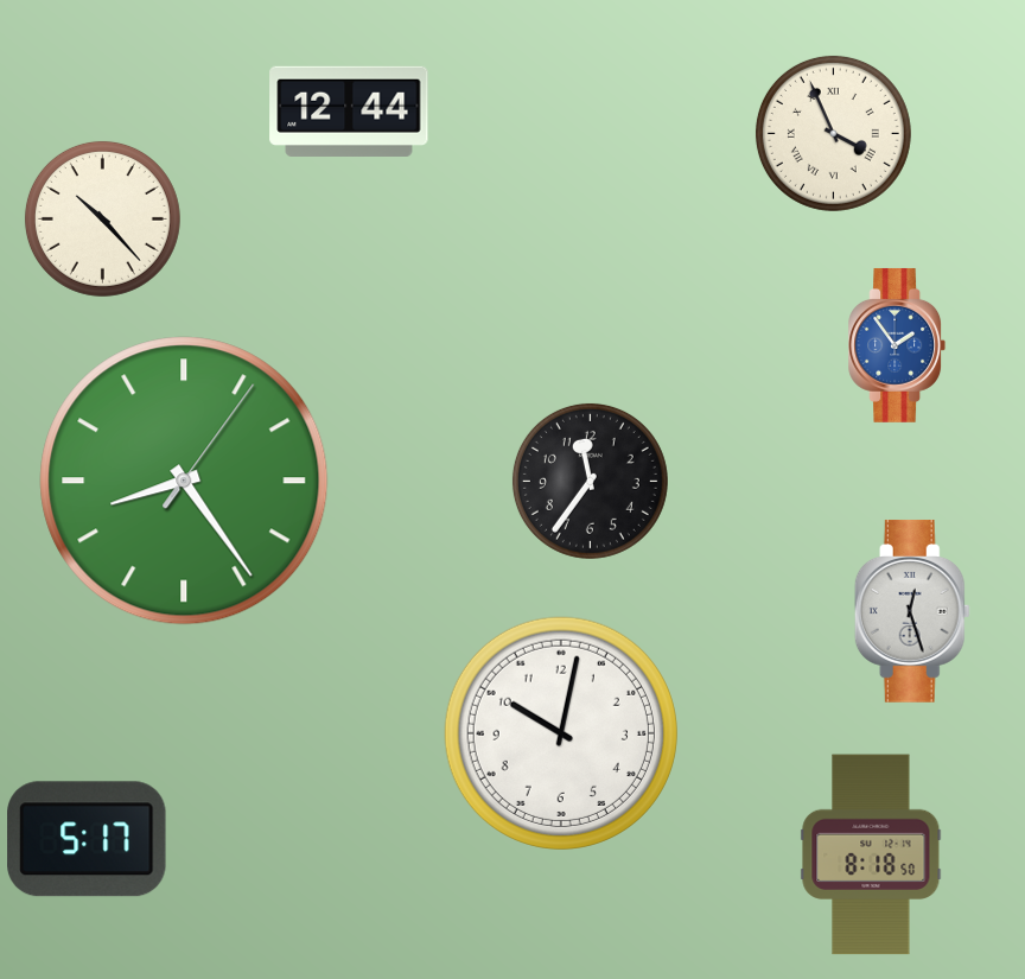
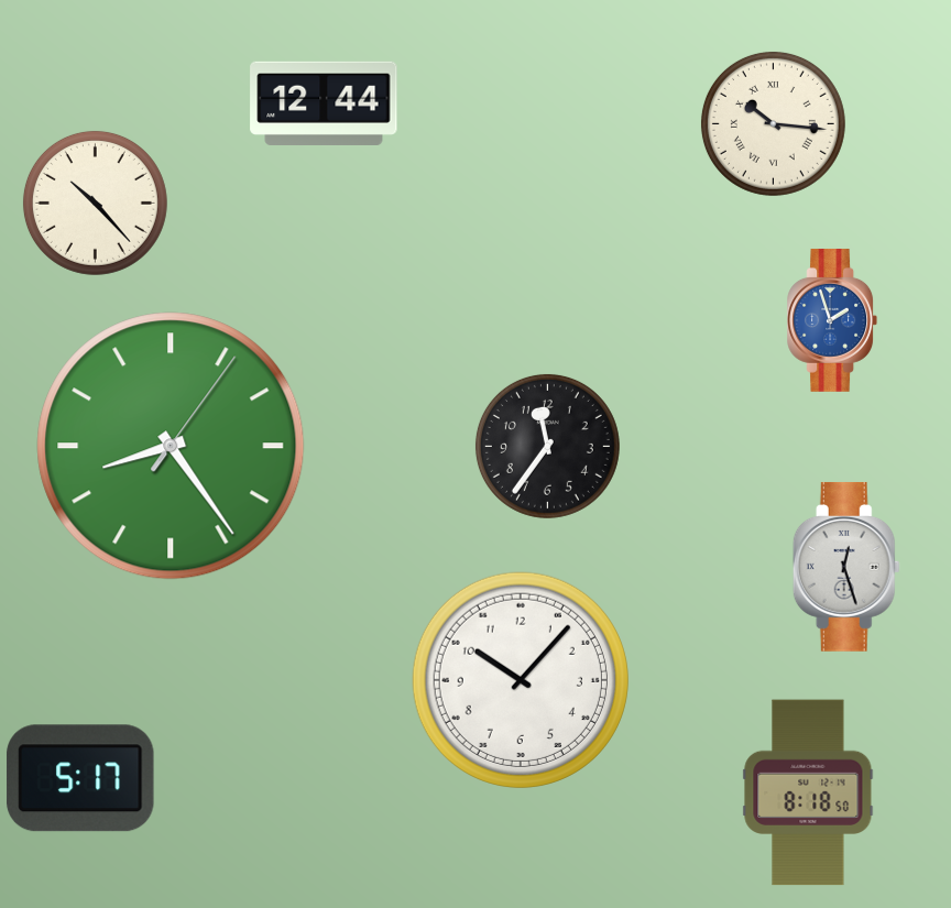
clock at (833, 133): 3:56 -> 10:16
clock at (897, 345): 1:54 -> 1:57
clock at (561, 733): 10:02 -> 10:07
